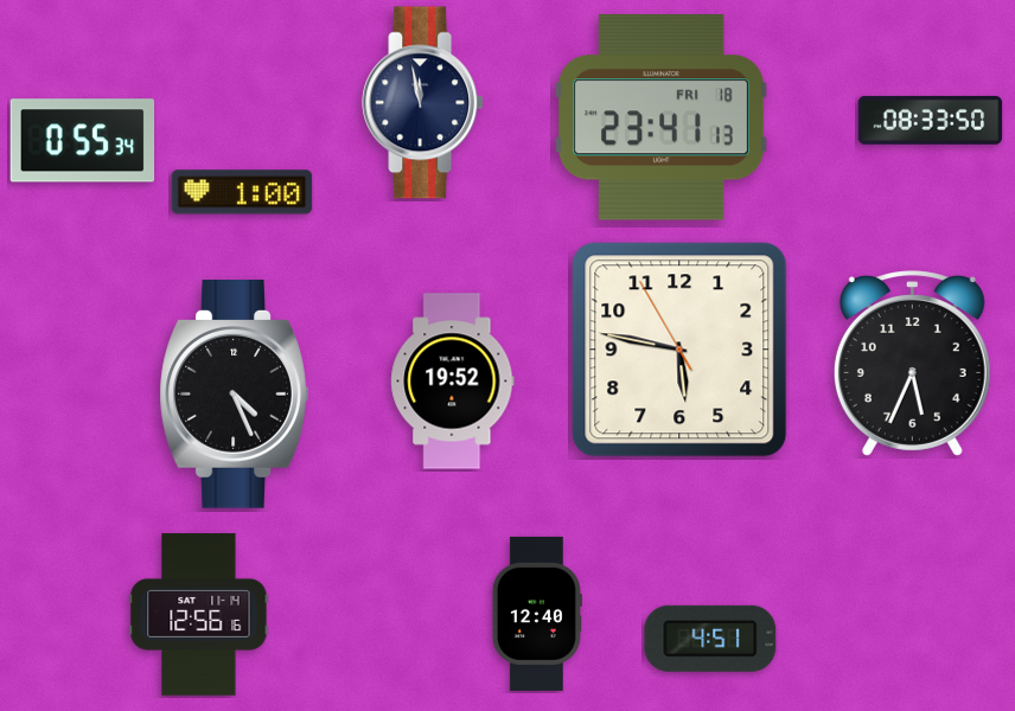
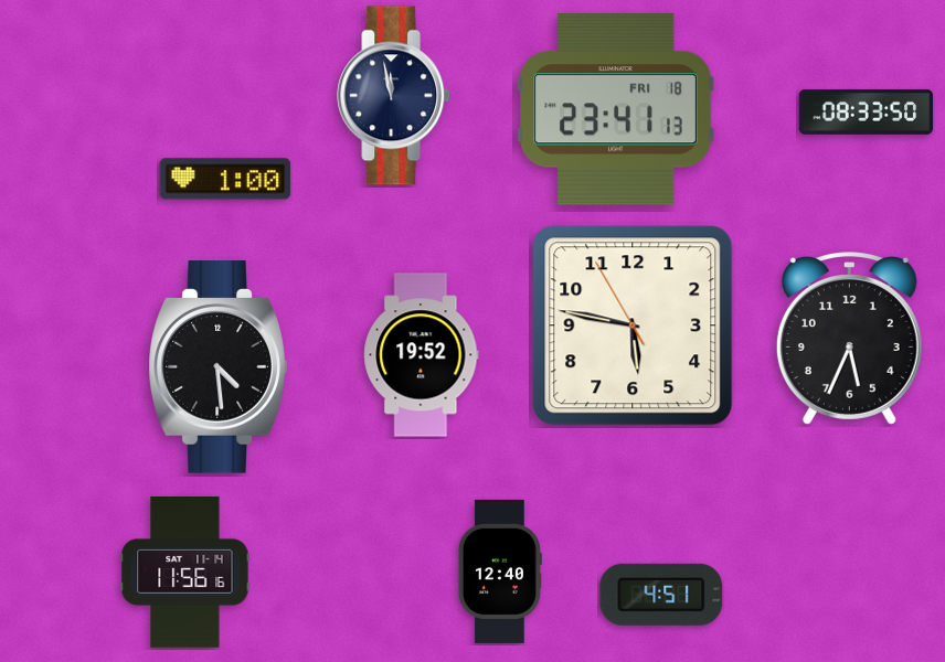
clock at (83, 141): 0:55 -> none
clock at (234, 395): 4:26 -> 4:29
clock at (199, 614): 12:56 -> 11:56
